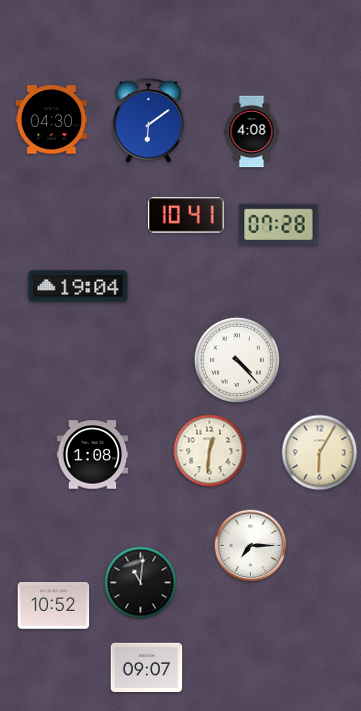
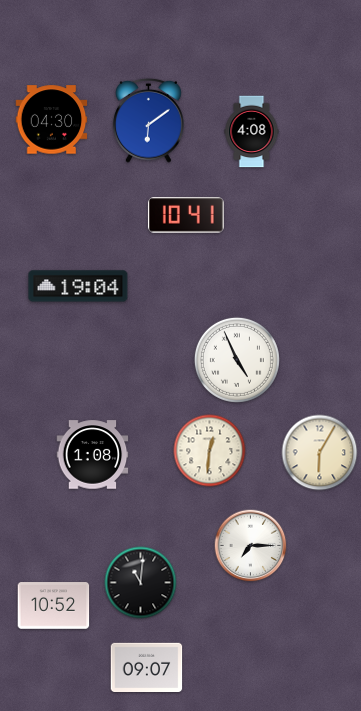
clock at (279, 224): 07:28 -> none
clock at (237, 360): 4:23 -> 4:56
